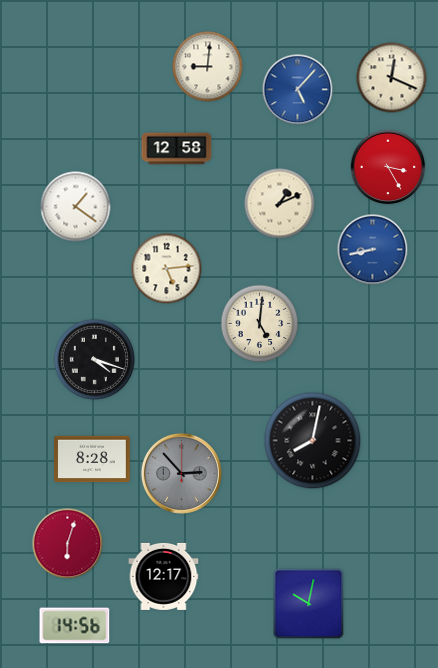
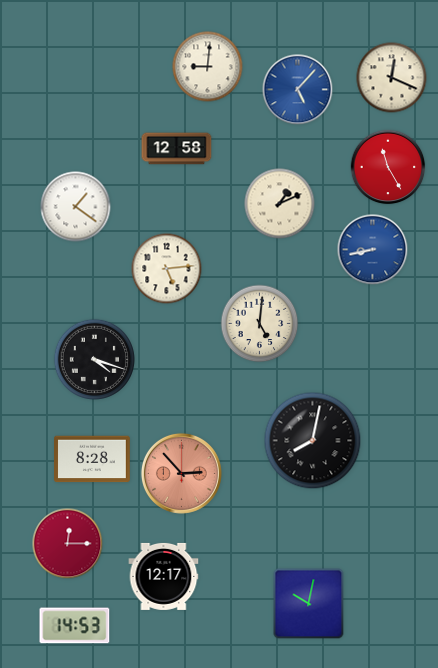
clock at (388, 167): 3:25 -> 11:25
clock at (181, 473) dial: grey -> salmon
clock at (68, 544): 6:03 -> 12:15
clock at (75, 626): 14:56 -> 14:53
